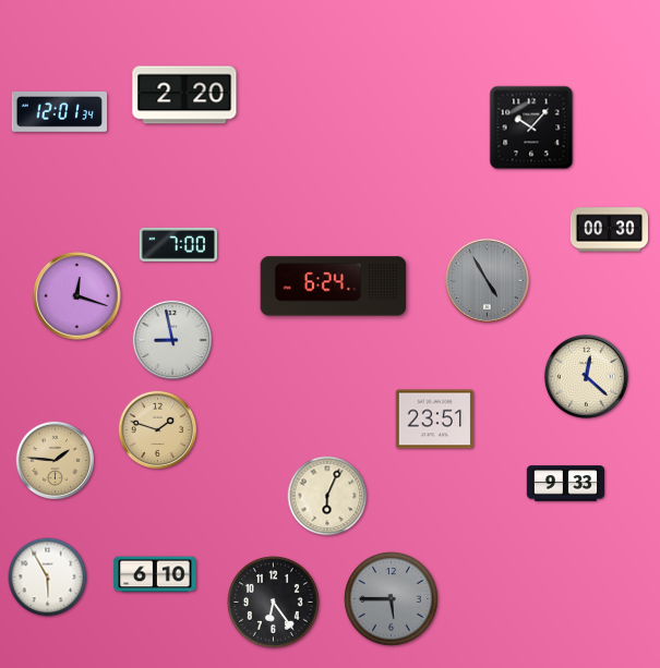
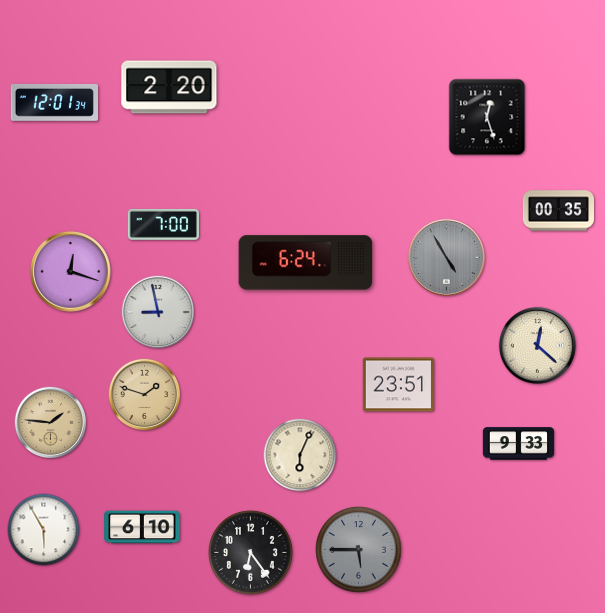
clock at (531, 127): 10:07 -> 12:27
clock at (609, 230): 00:30 -> 00:35
